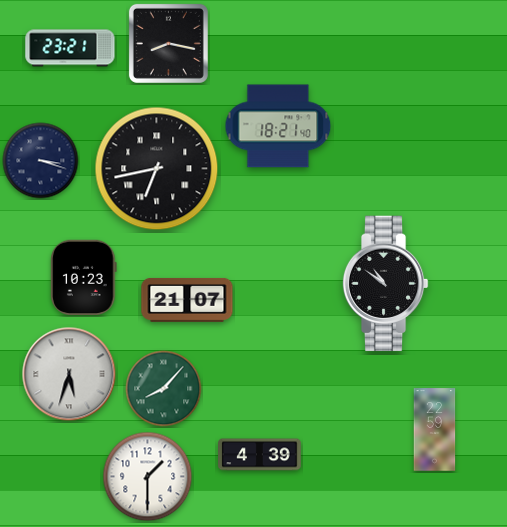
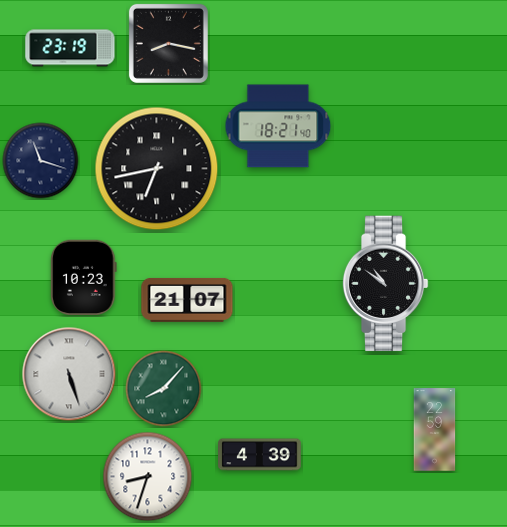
clock at (70, 48): 23:21 -> 23:19
clock at (41, 161): 3:18 -> 11:18
clock at (69, 374): 5:33 -> 5:27
clock at (148, 477): 1:30 -> 8:33
